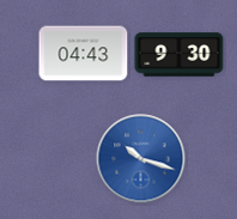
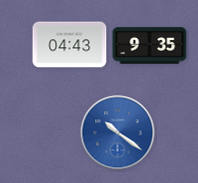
clock at (180, 55): 9:30 -> 9:35
clock at (141, 159): 10:18 -> 10:21
